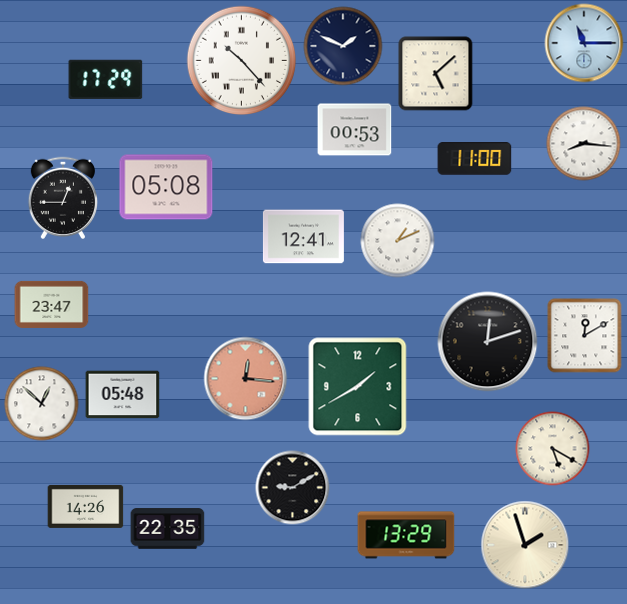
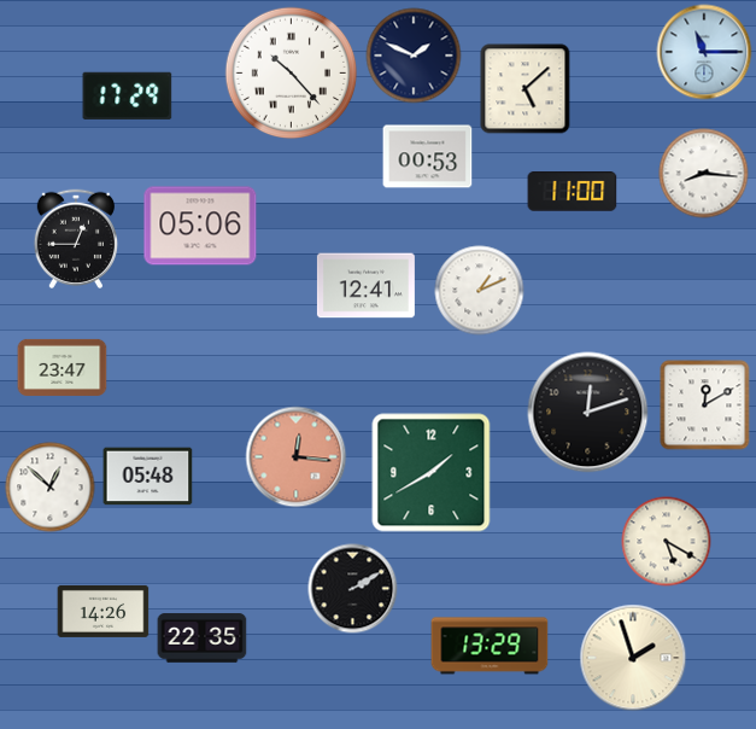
clock at (166, 187): 05:08 -> 05:06
clock at (358, 387) position: (358, 387) -> (432, 473)
clock at (293, 488): 9:10 -> 2:10
